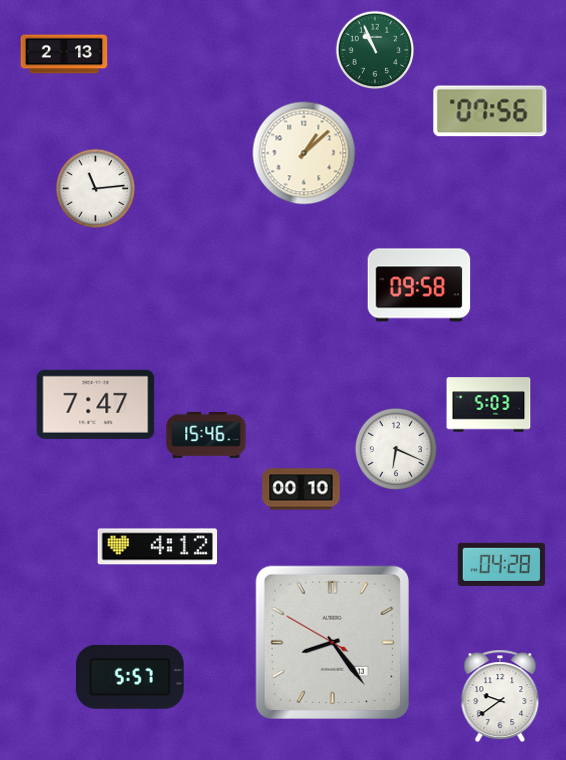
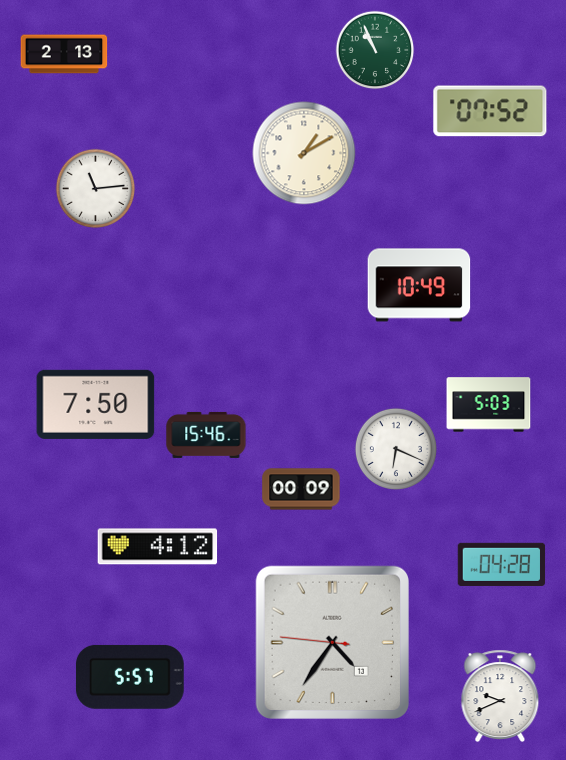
clock at (490, 111): 07:56 -> 07:52
clock at (304, 153): 1:08 -> 1:10
clock at (419, 285): 09:58 -> 10:49
clock at (96, 404): 7:47 -> 7:50
clock at (301, 489): 00:10 -> 00:09
clock at (332, 642): 8:23 -> 4:35
clock at (500, 696): 9:39 -> 9:41
